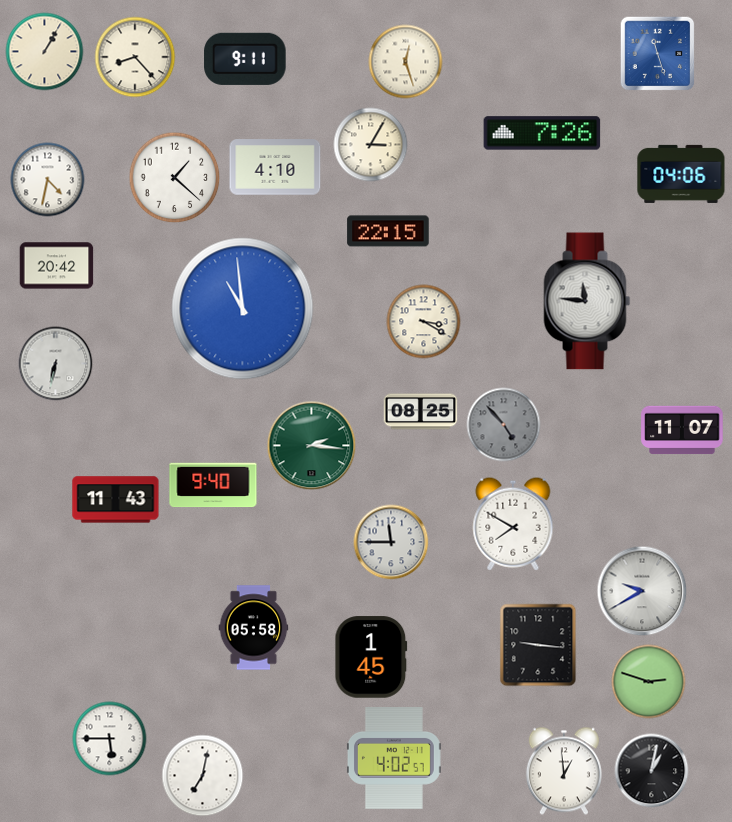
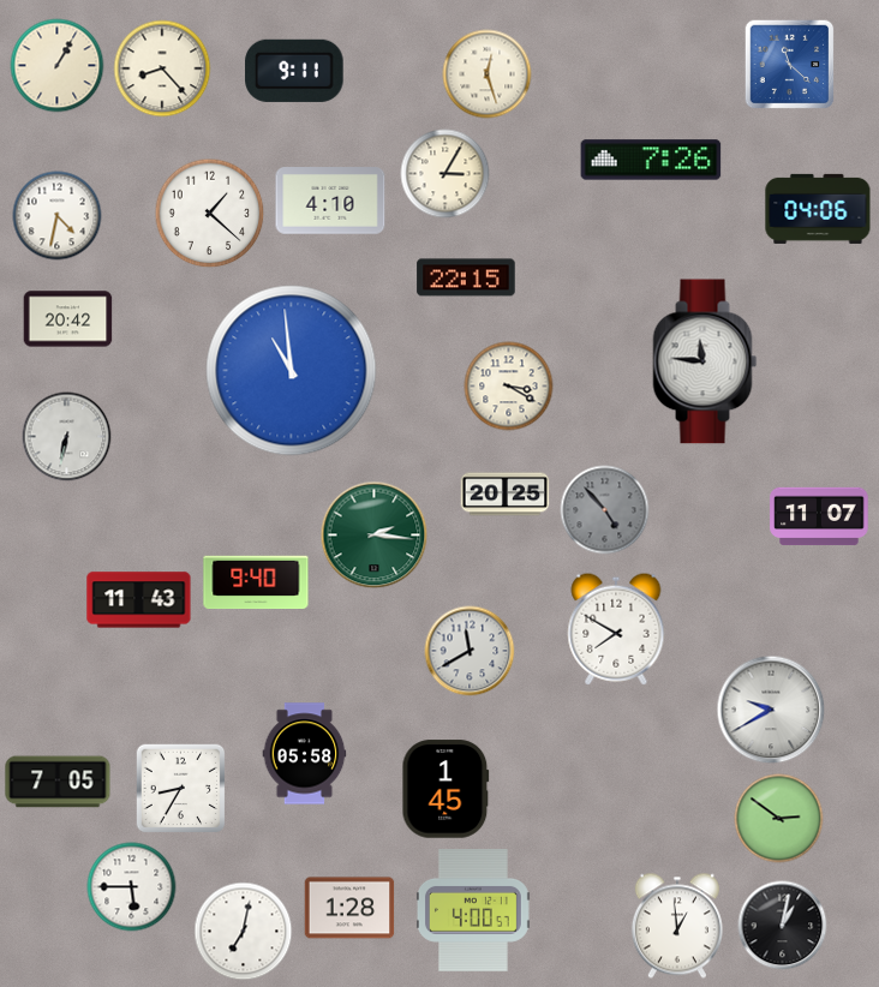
clock at (45, 52) position: (45, 52) -> (58, 66)
clock at (658, 54): 11:27 -> 11:22
clock at (421, 412): 08:25 -> 20:25
clock at (391, 542): 11:45 -> 11:40
clock at (538, 645): 9:16 -> none
clock at (58, 782): none -> 7:05
clock at (181, 789): none -> 8:35
clock at (649, 682): 2:48 -> 2:51
clock at (349, 908): none -> 1:28
clock at (394, 759): 4:02 -> 4:00
